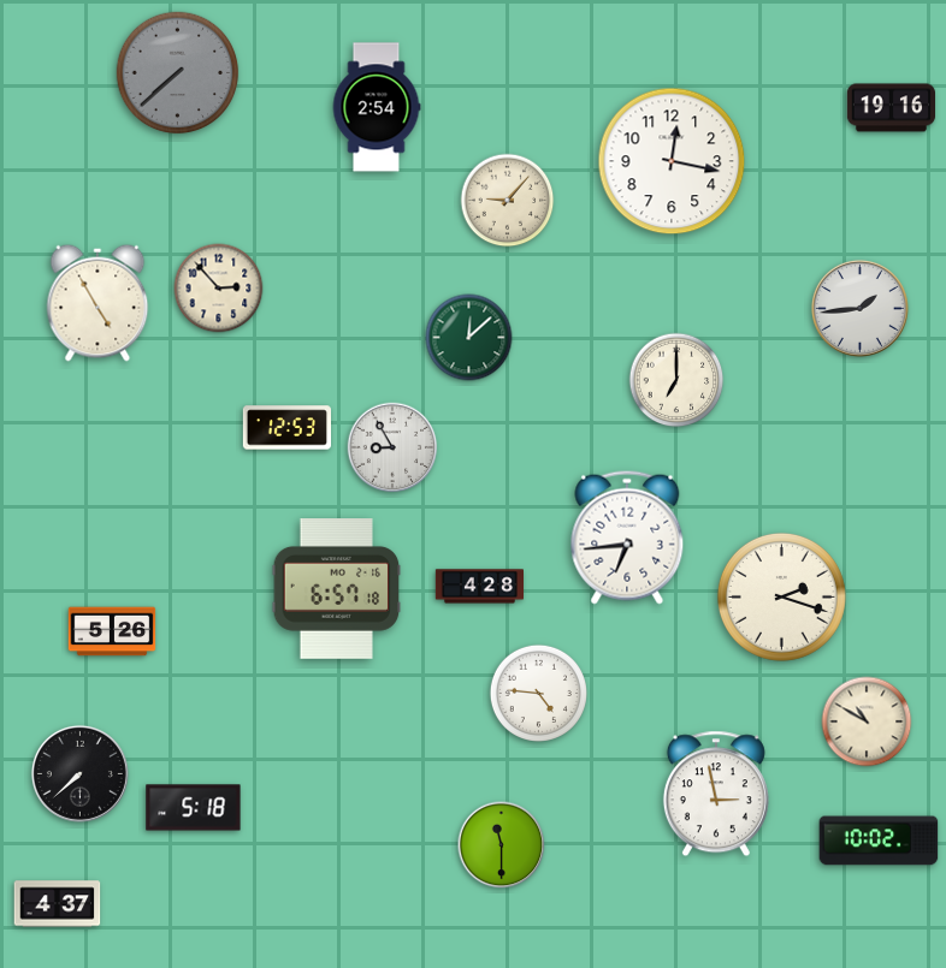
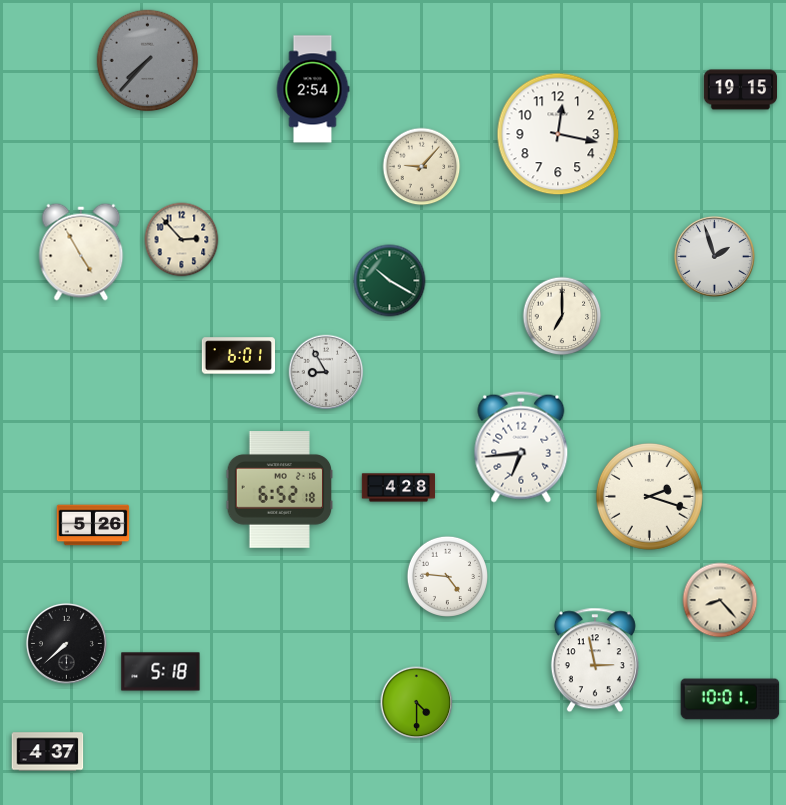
clock at (178, 73): 7:38 -> 7:37
clock at (891, 108): 19:16 -> 19:15
clock at (859, 308): 1:44 -> 1:57
clock at (469, 338): 12:08 -> 10:20
clock at (286, 428): 12:53 -> 6:01
clock at (337, 589): 6:57 -> 6:52
clock at (867, 721): 10:50 -> 8:23
clock at (879, 841): 10:02 -> 10:01
clock at (502, 845): 11:30 -> 4:30
